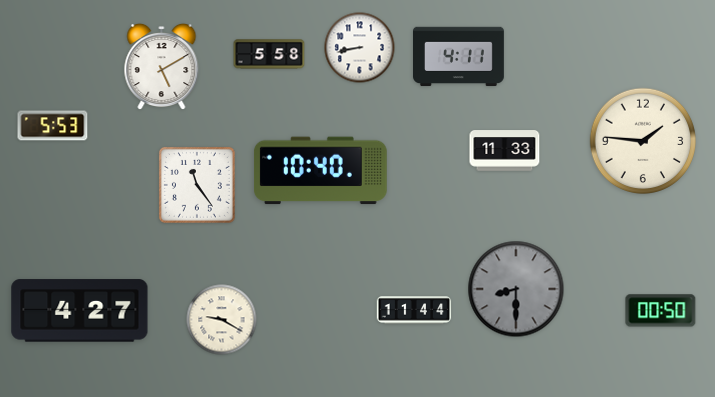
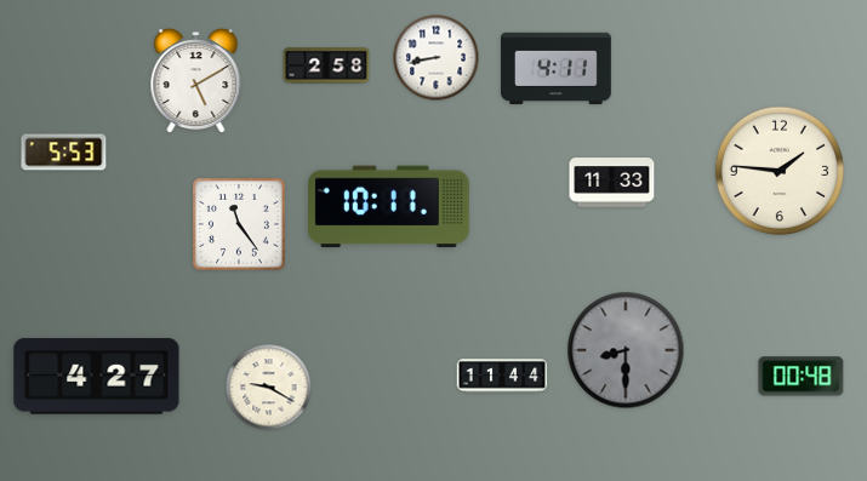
clock at (269, 54): 5:58 -> 2:58
clock at (320, 171): 10:40 -> 10:11
clock at (661, 311): 00:50 -> 00:48
